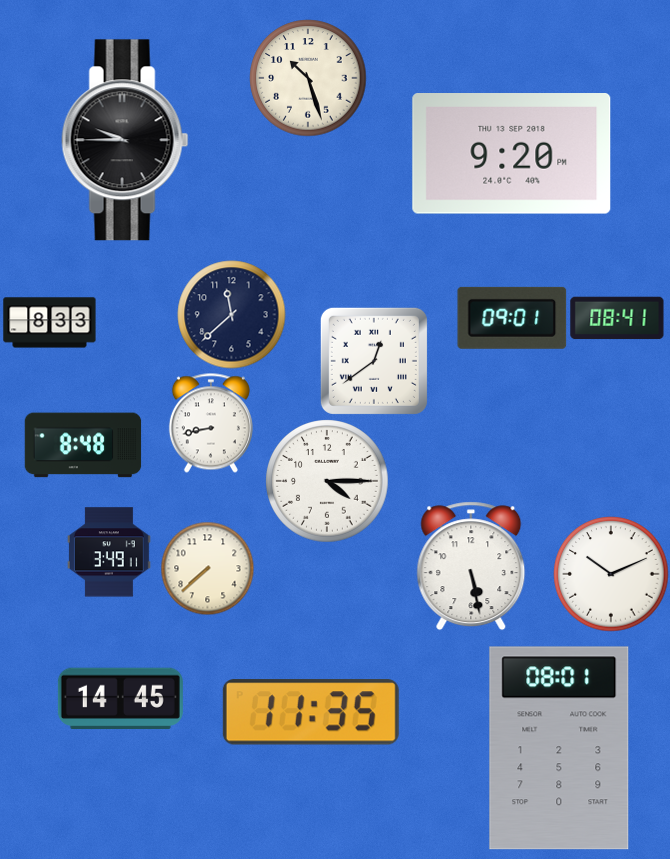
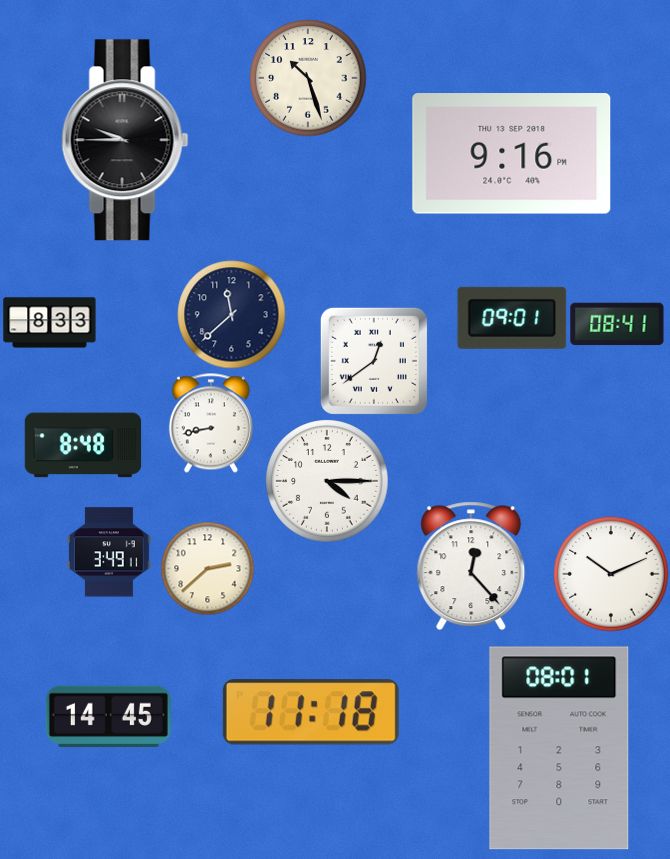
clock at (512, 154): 9:20 -> 9:16
clock at (617, 318) position: (617, 318) -> (617, 324)
clock at (471, 566): 5:28 -> 12:23
clock at (207, 568): 7:38 -> 2:38
clock at (120, 699) position: (120, 699) -> (108, 717)
clock at (311, 712): 11:35 -> 11:18
